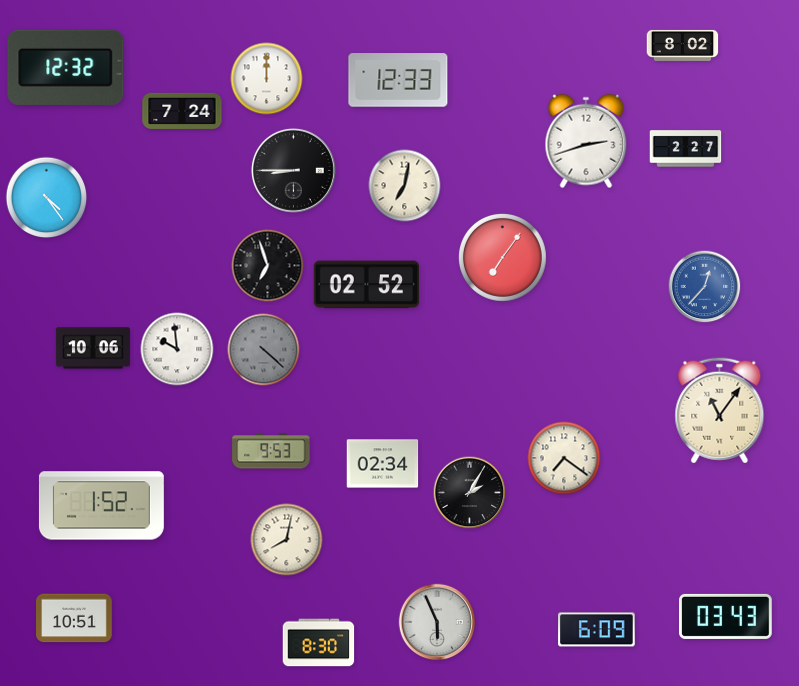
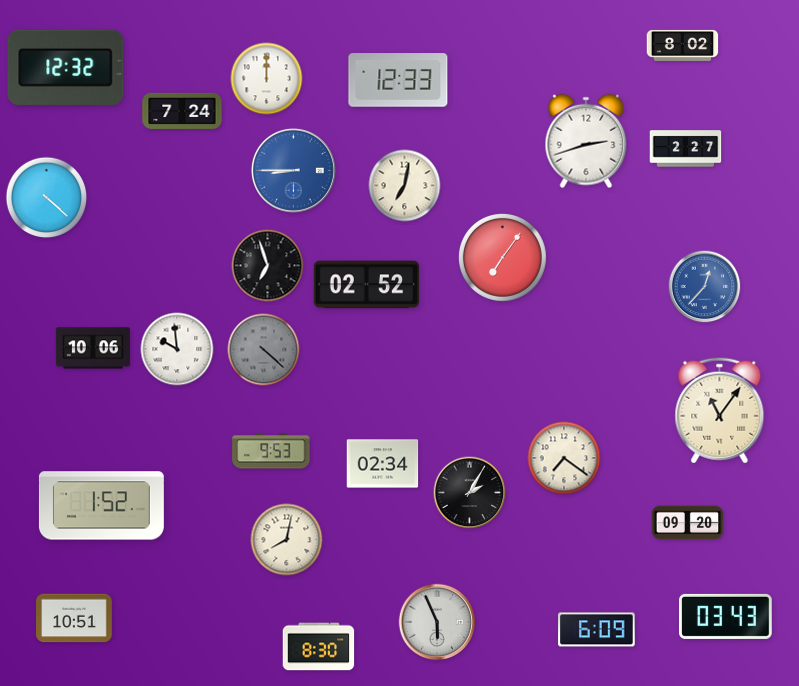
clock at (293, 170) dial: black -> blue
clock at (47, 198): 4:24 -> 4:22
clock at (688, 523): none -> 09:20
clock at (319, 643) position: (319, 643) -> (319, 647)
